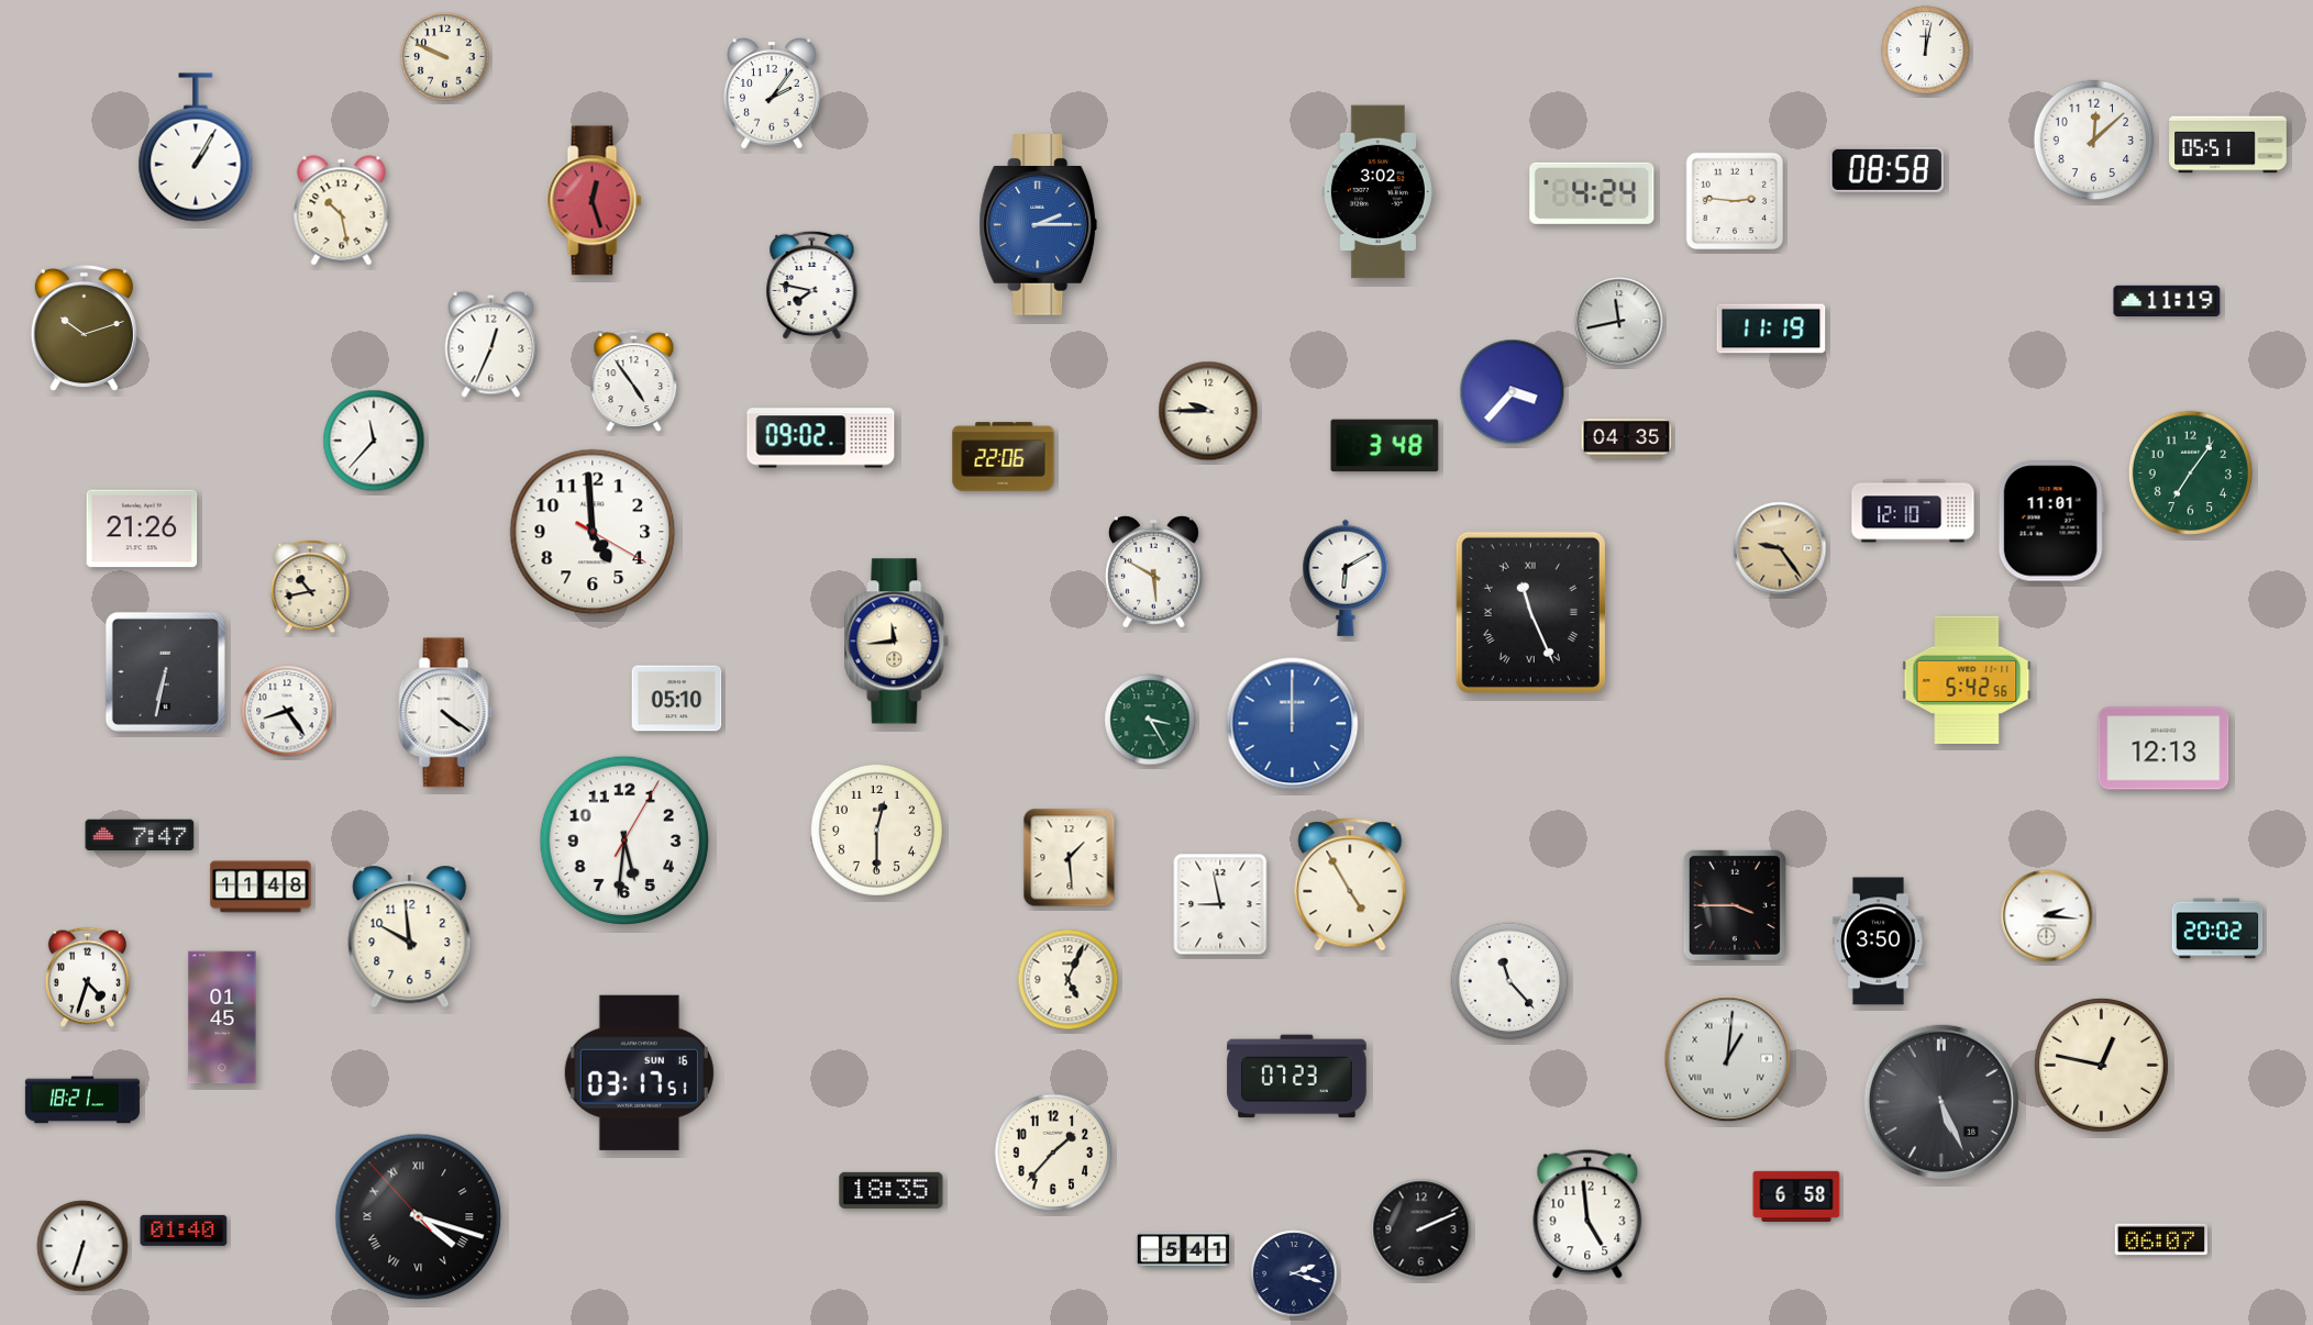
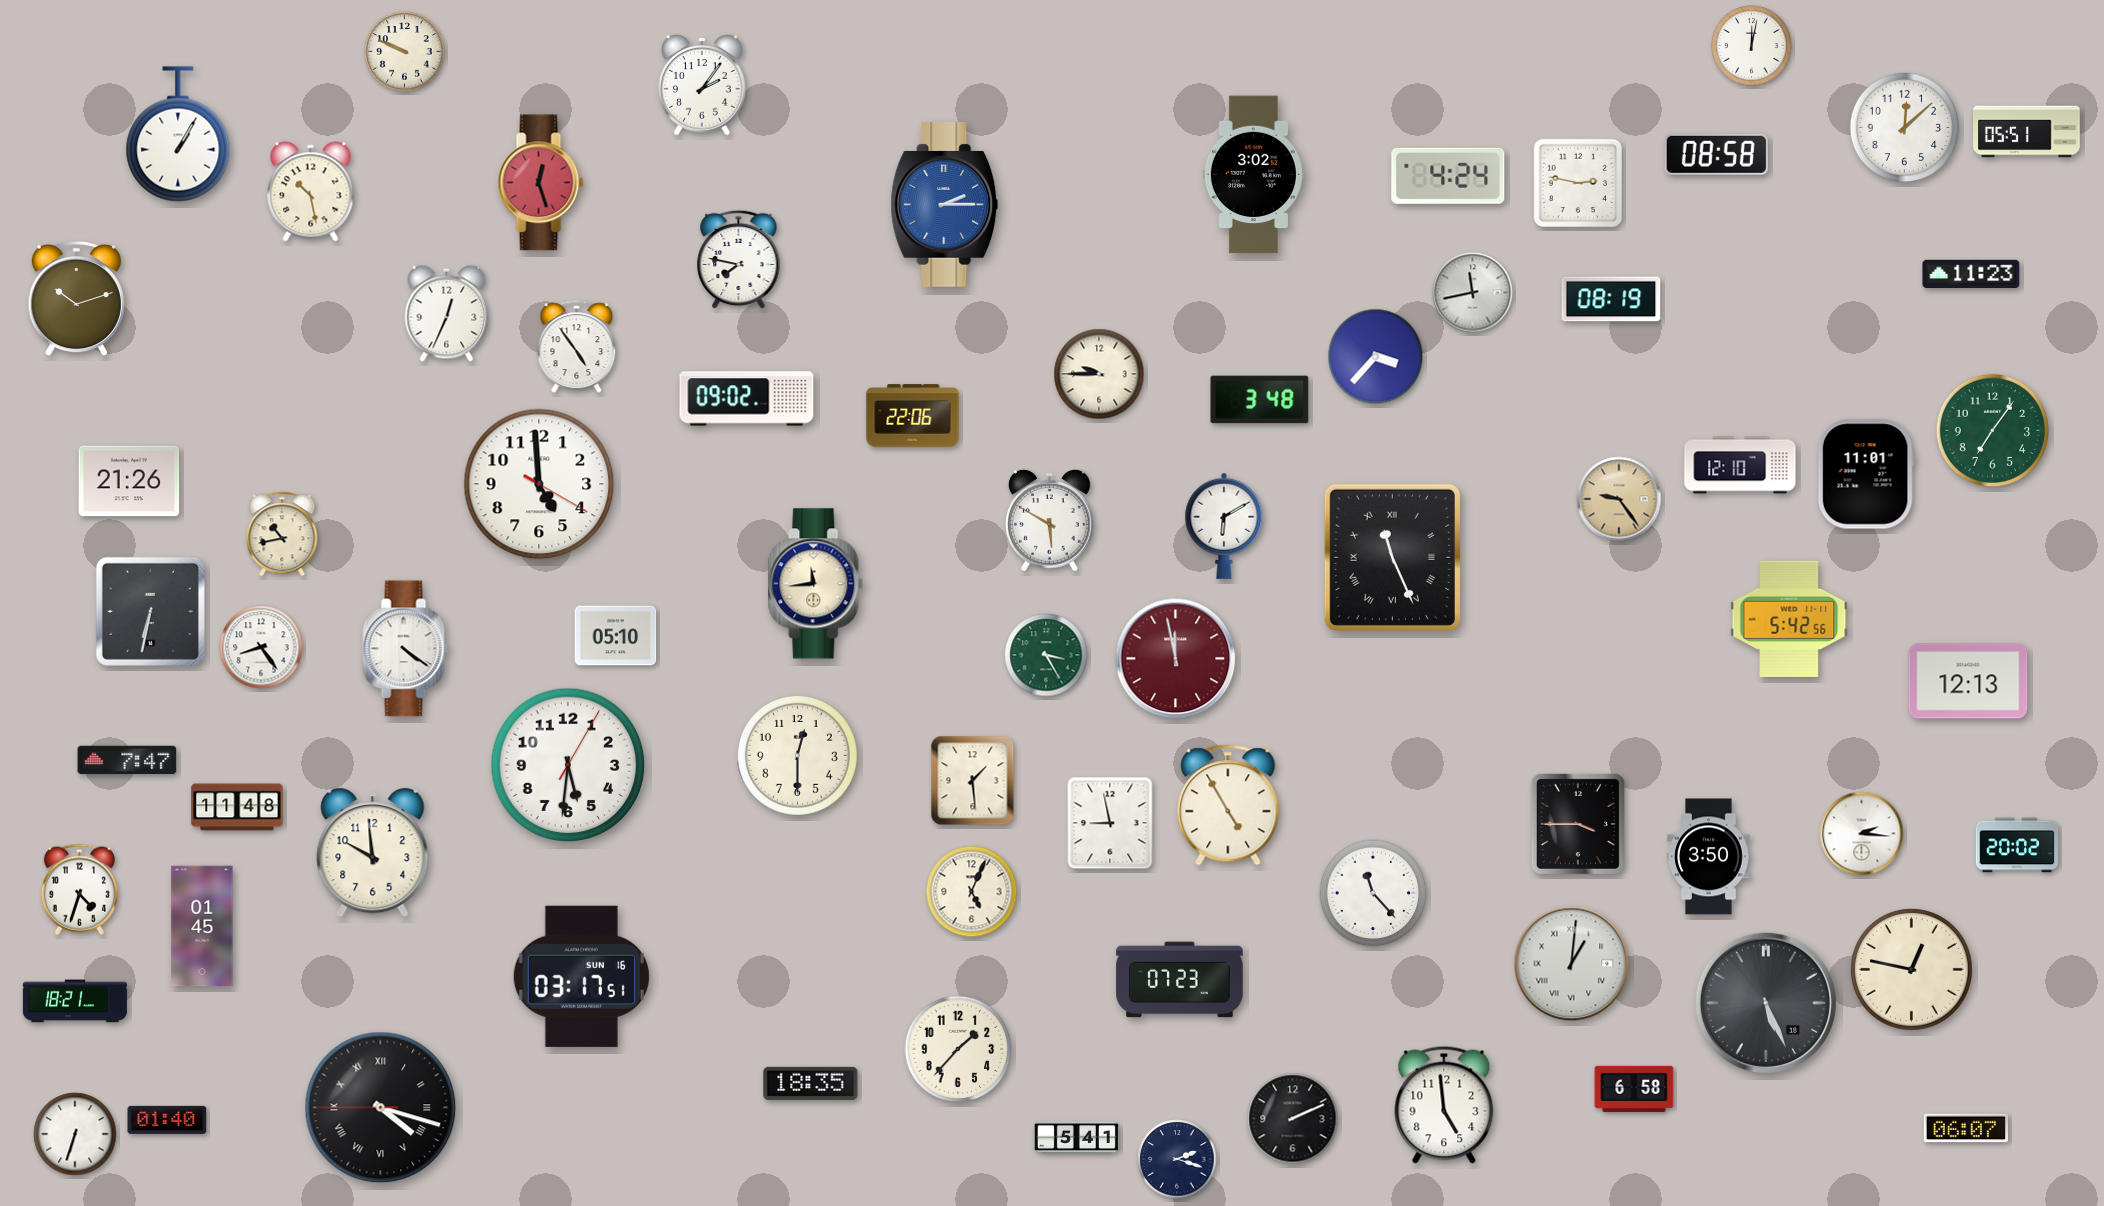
clock at (1735, 201): 2:46 -> 2:47
clock at (2167, 301): 11:19 -> 11:23
clock at (1771, 329): 11:19 -> 08:19
clock at (1627, 439): 04:35 -> none
clock at (374, 441): 11:37 -> none
clock at (1385, 446) position: (1385, 446) -> (1260, 400)
clock at (1293, 724): 12:00 -> 11:58
clock at (1293, 724) dial: blue -> burgundy
clock at (419, 1217): 4:17:53 -> 4:17:45
